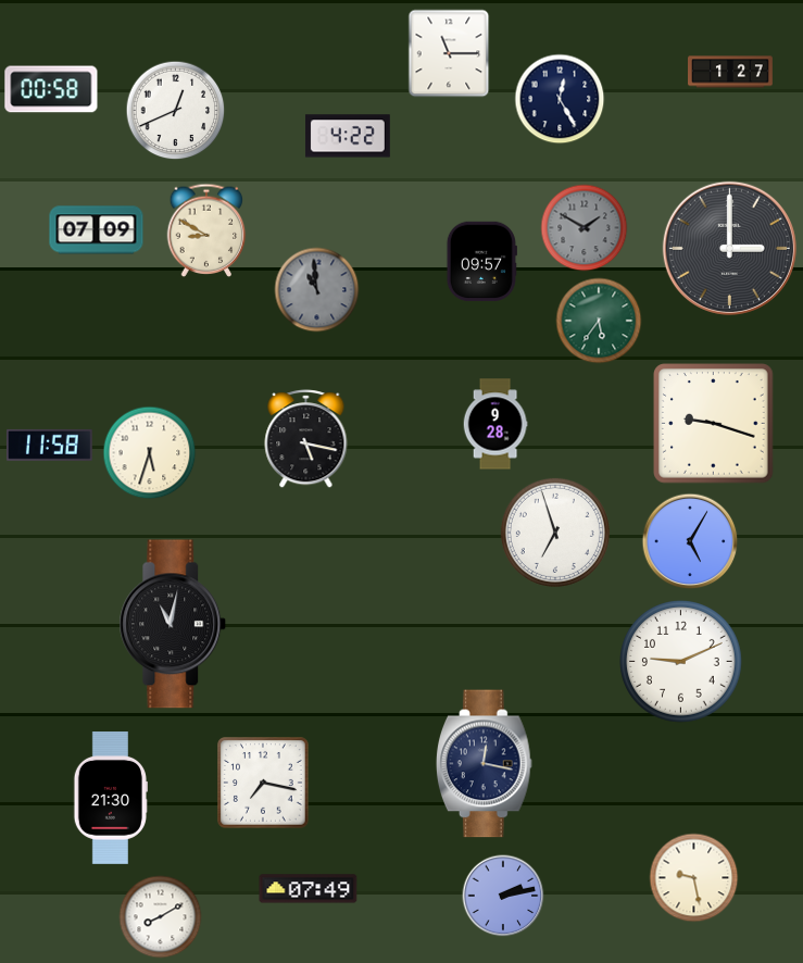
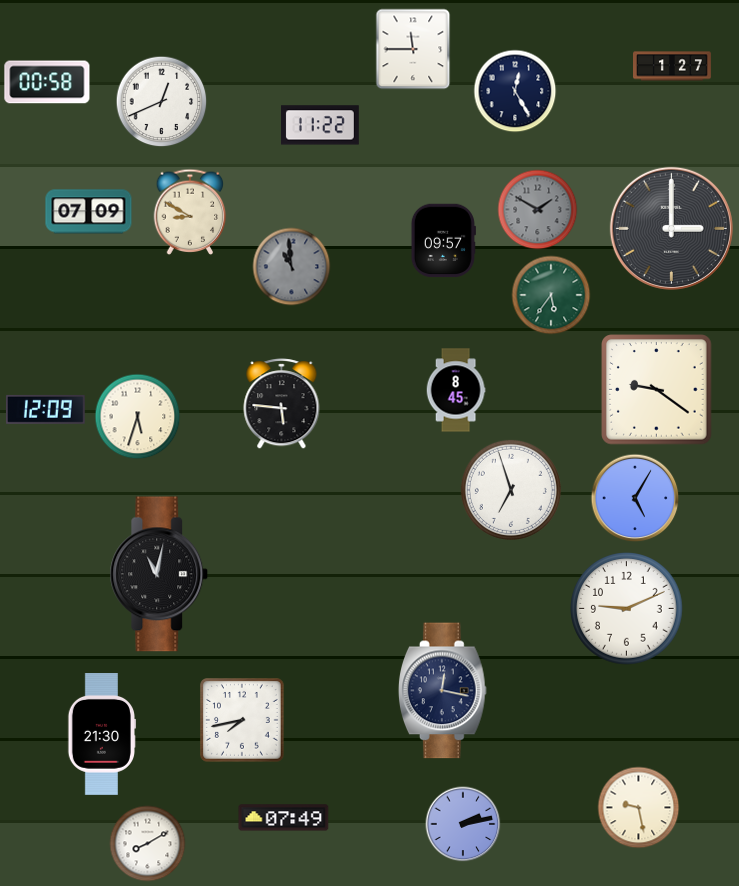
clock at (449, 53): 11:15 -> 11:45
clock at (348, 136): 4:22 -> 11:22
clock at (495, 424): 9:28 -> 8:45
clock at (714, 424): 9:18 -> 9:21
clock at (306, 439): 5:17 -> 5:46
clock at (50, 445): 11:58 -> 12:09
clock at (485, 764) position: (485, 764) -> (443, 691)
clock at (264, 784): 7:17 -> 7:43
